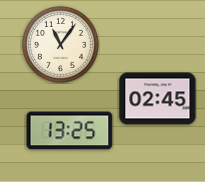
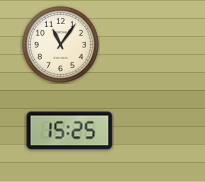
clock at (158, 99): 02:45 -> none
clock at (70, 131): 13:25 -> 15:25
